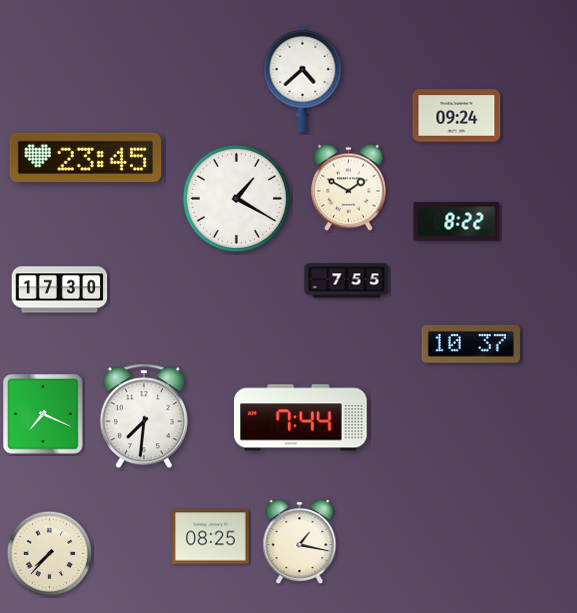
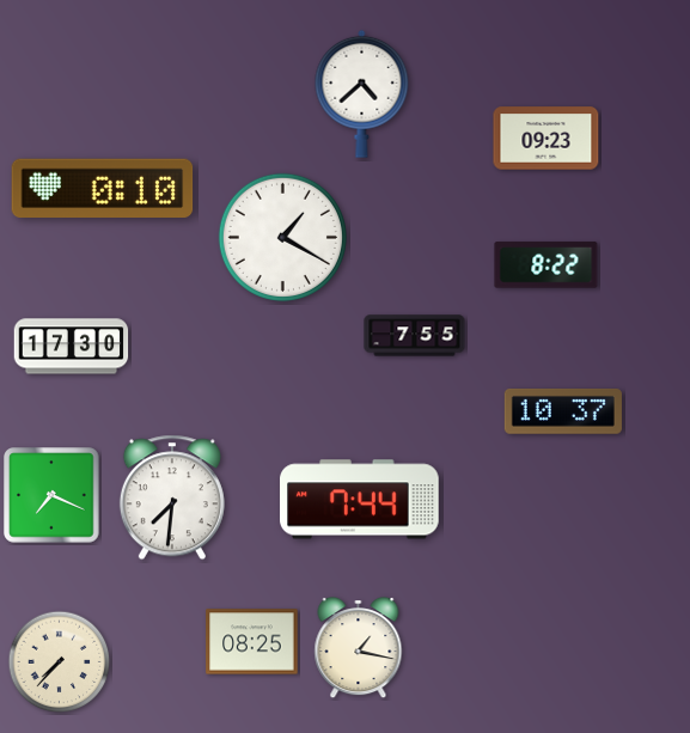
clock at (457, 116): 09:24 -> 09:23
clock at (86, 158): 23:45 -> 0:10
clock at (349, 188): 1:50 -> none
